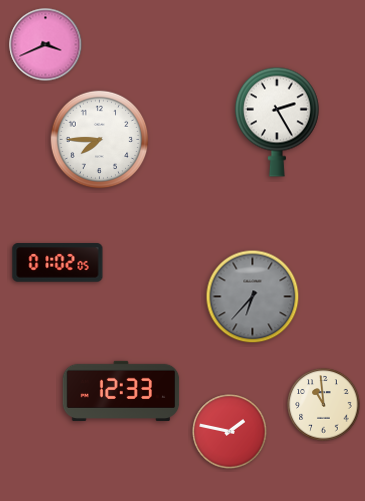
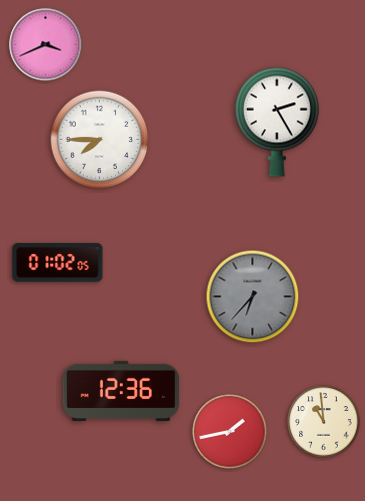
clock at (121, 391): 12:33 -> 12:36
clock at (324, 405) position: (324, 405) -> (324, 422)
clock at (230, 432): 1:47 -> 1:43
